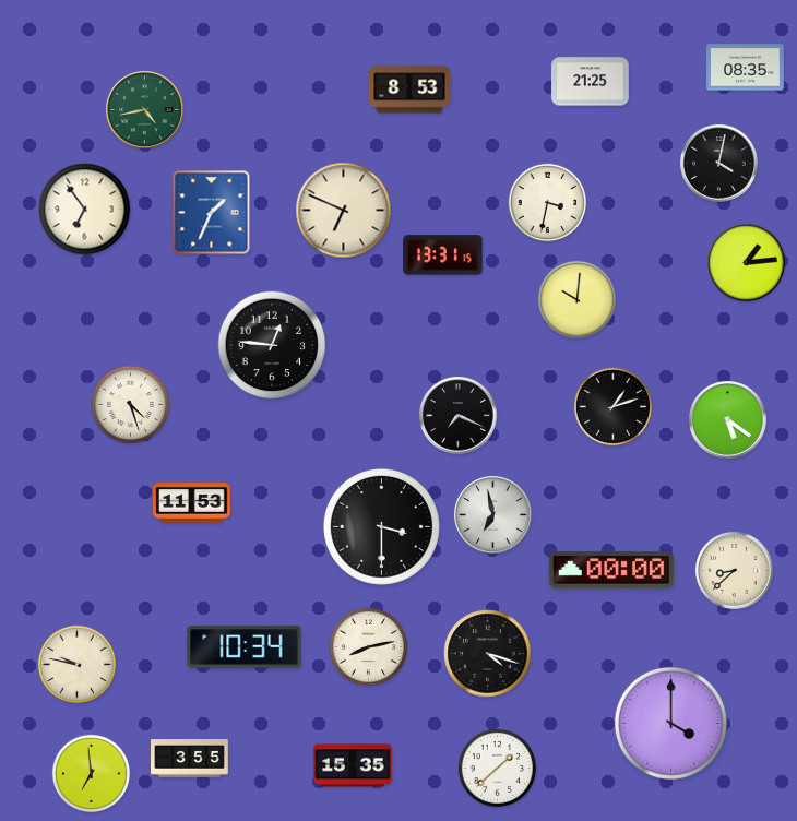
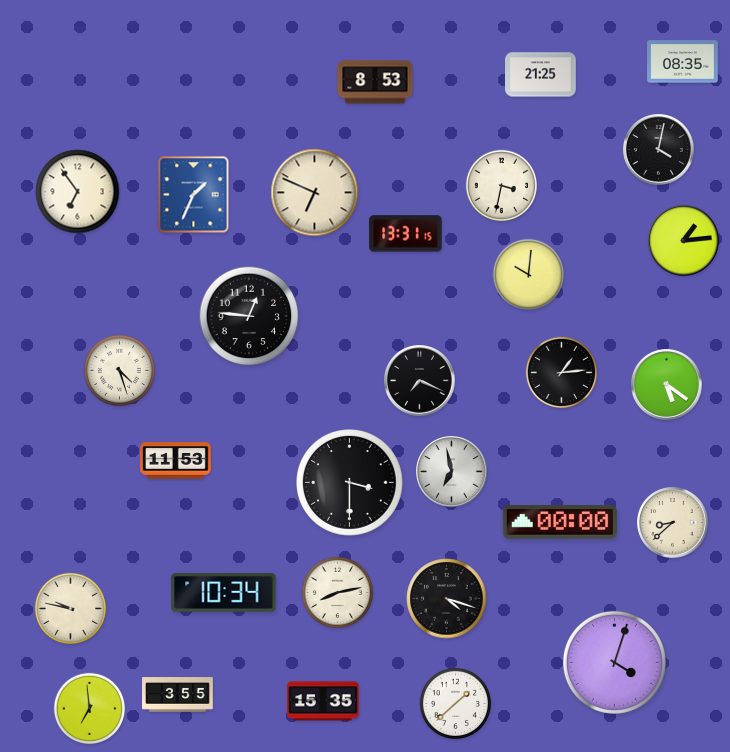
clock at (145, 110): 4:43 -> none
clock at (614, 407): 1:12 -> 1:14
clock at (670, 723): 4:00 -> 4:03
clock at (190, 759) position: (190, 759) -> (178, 695)
clock at (92, 774) position: (92, 774) -> (90, 709)
